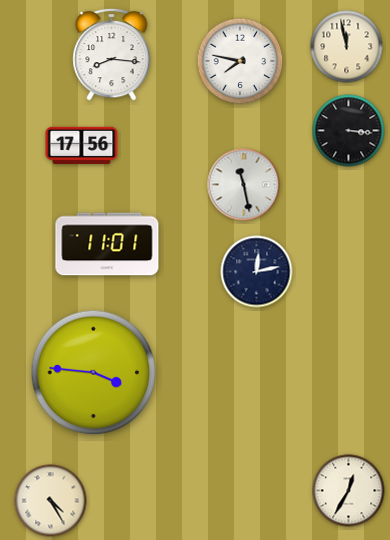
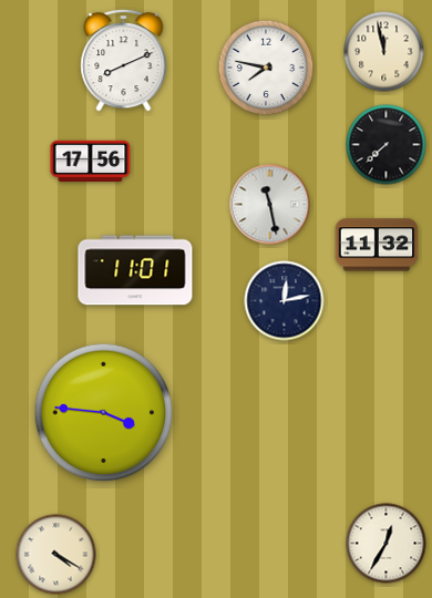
clock at (112, 54): 8:16 -> 8:11
clock at (349, 131): 3:16 -> 7:38
clock at (377, 245): none -> 11:32
clock at (107, 244) position: (107, 244) -> (135, 270)
clock at (51, 501): 4:25 -> 4:20
